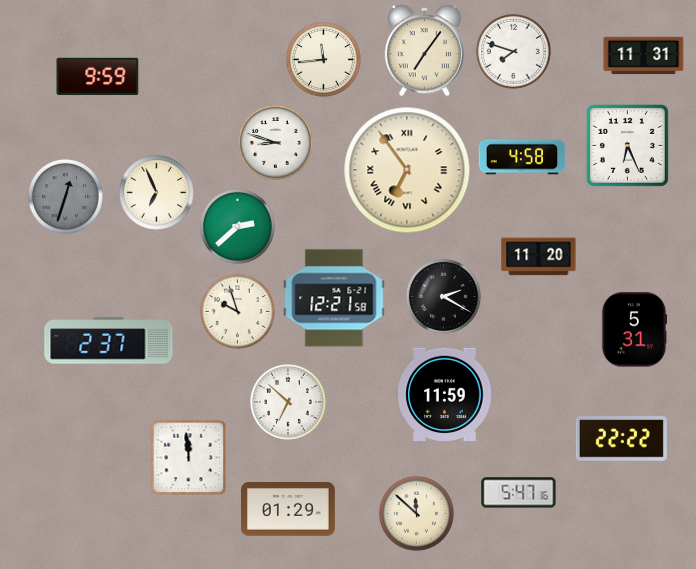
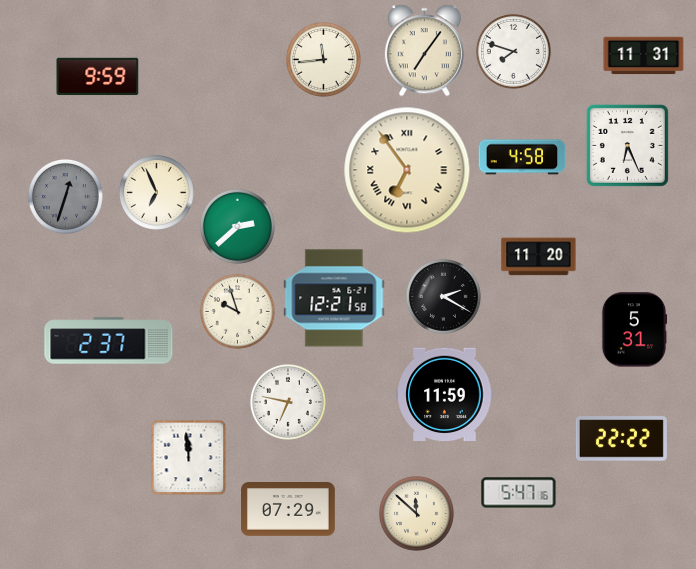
clock at (275, 142): 8:48 -> none
clock at (288, 402): 6:52 -> 6:47
clock at (289, 509): 01:29 -> 07:29
